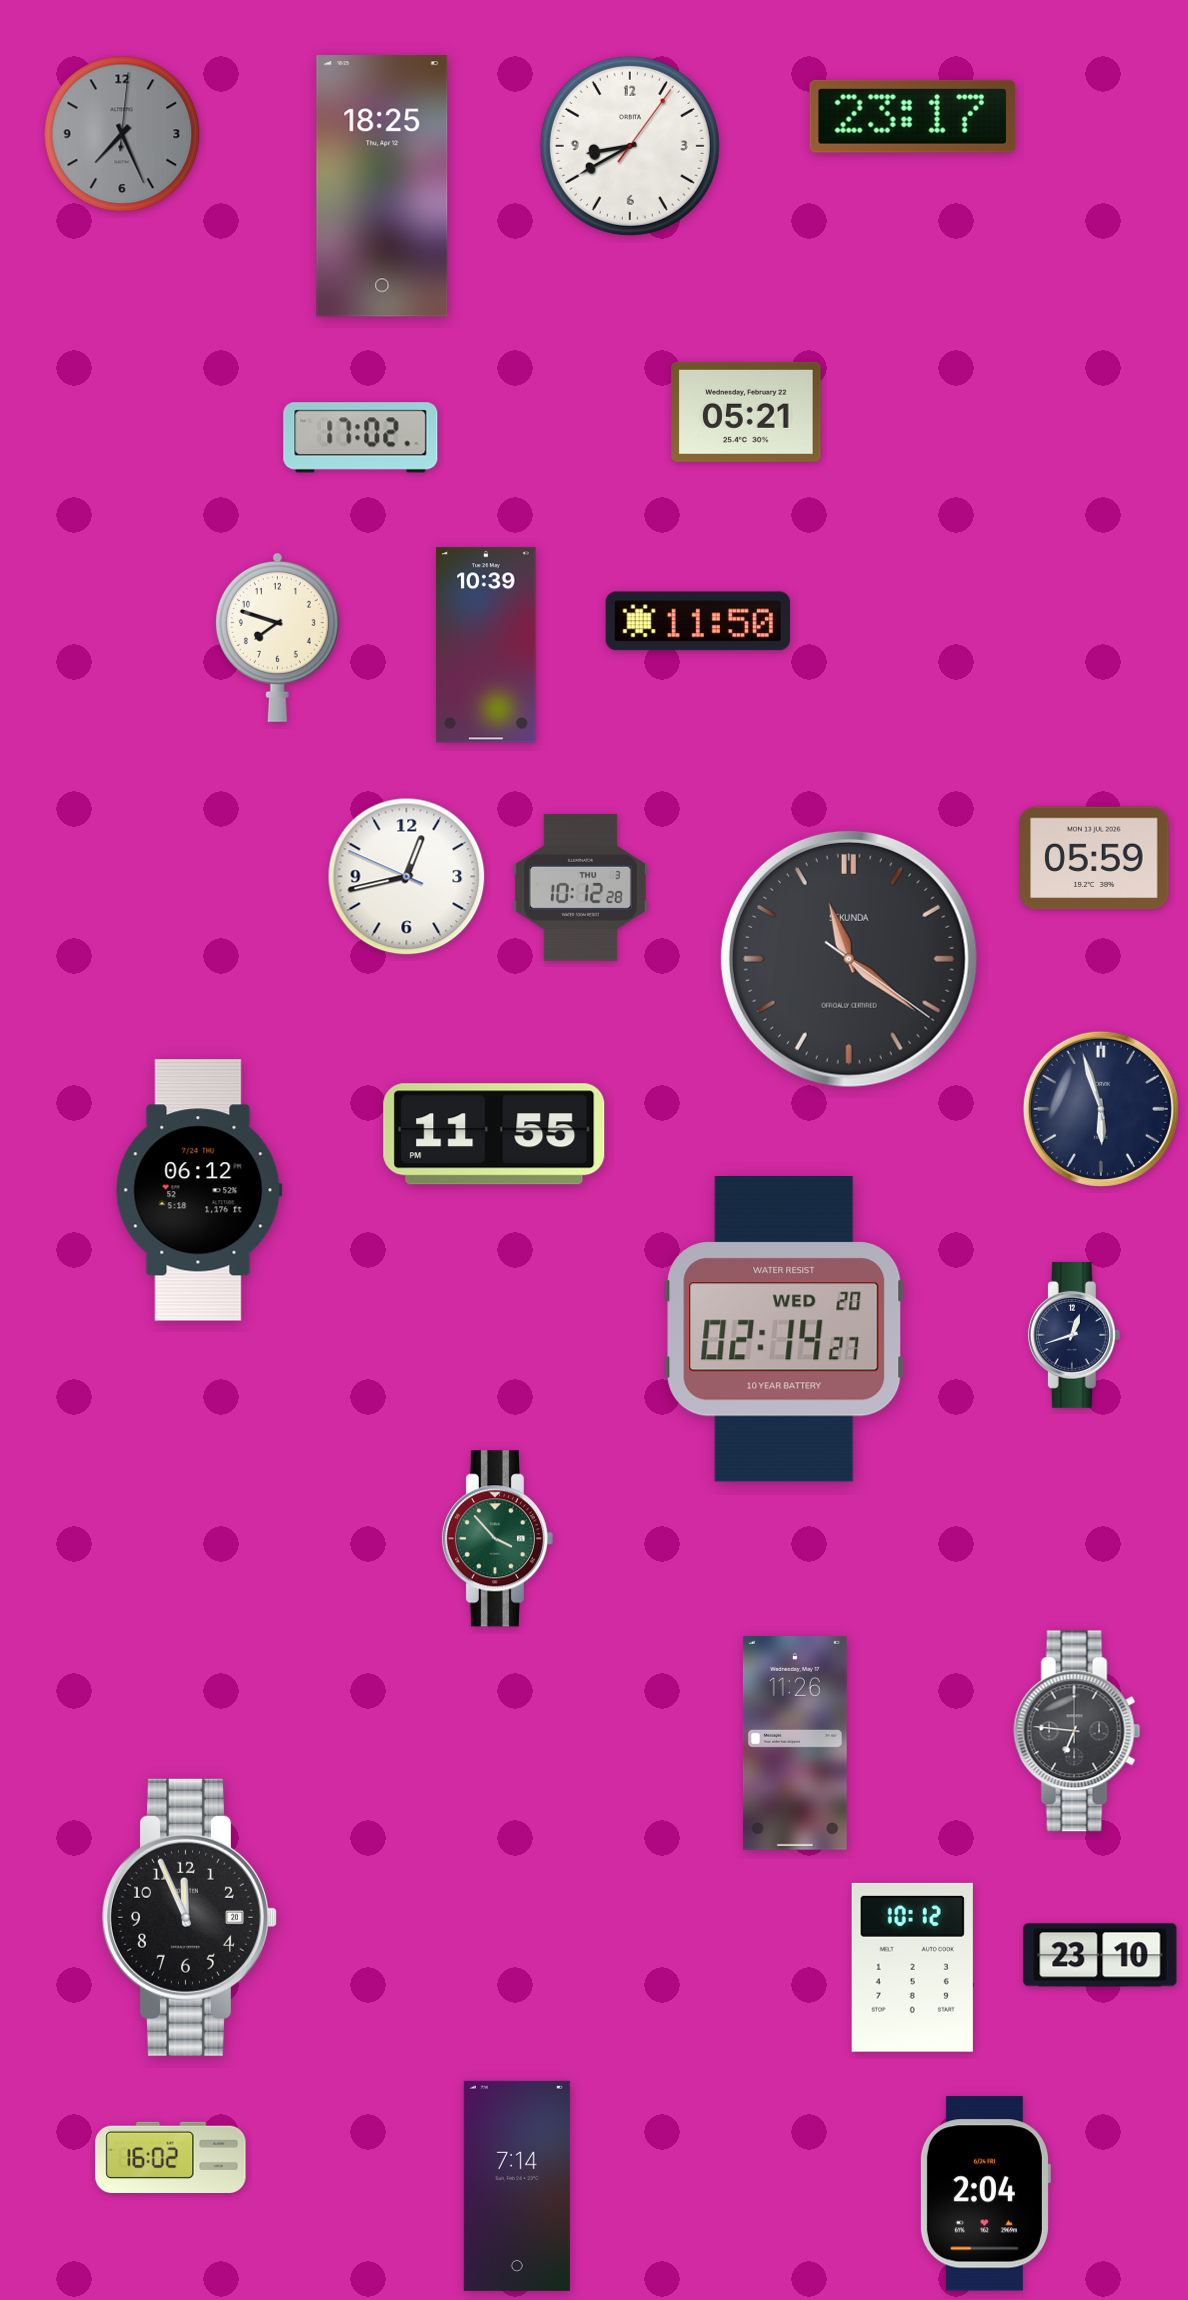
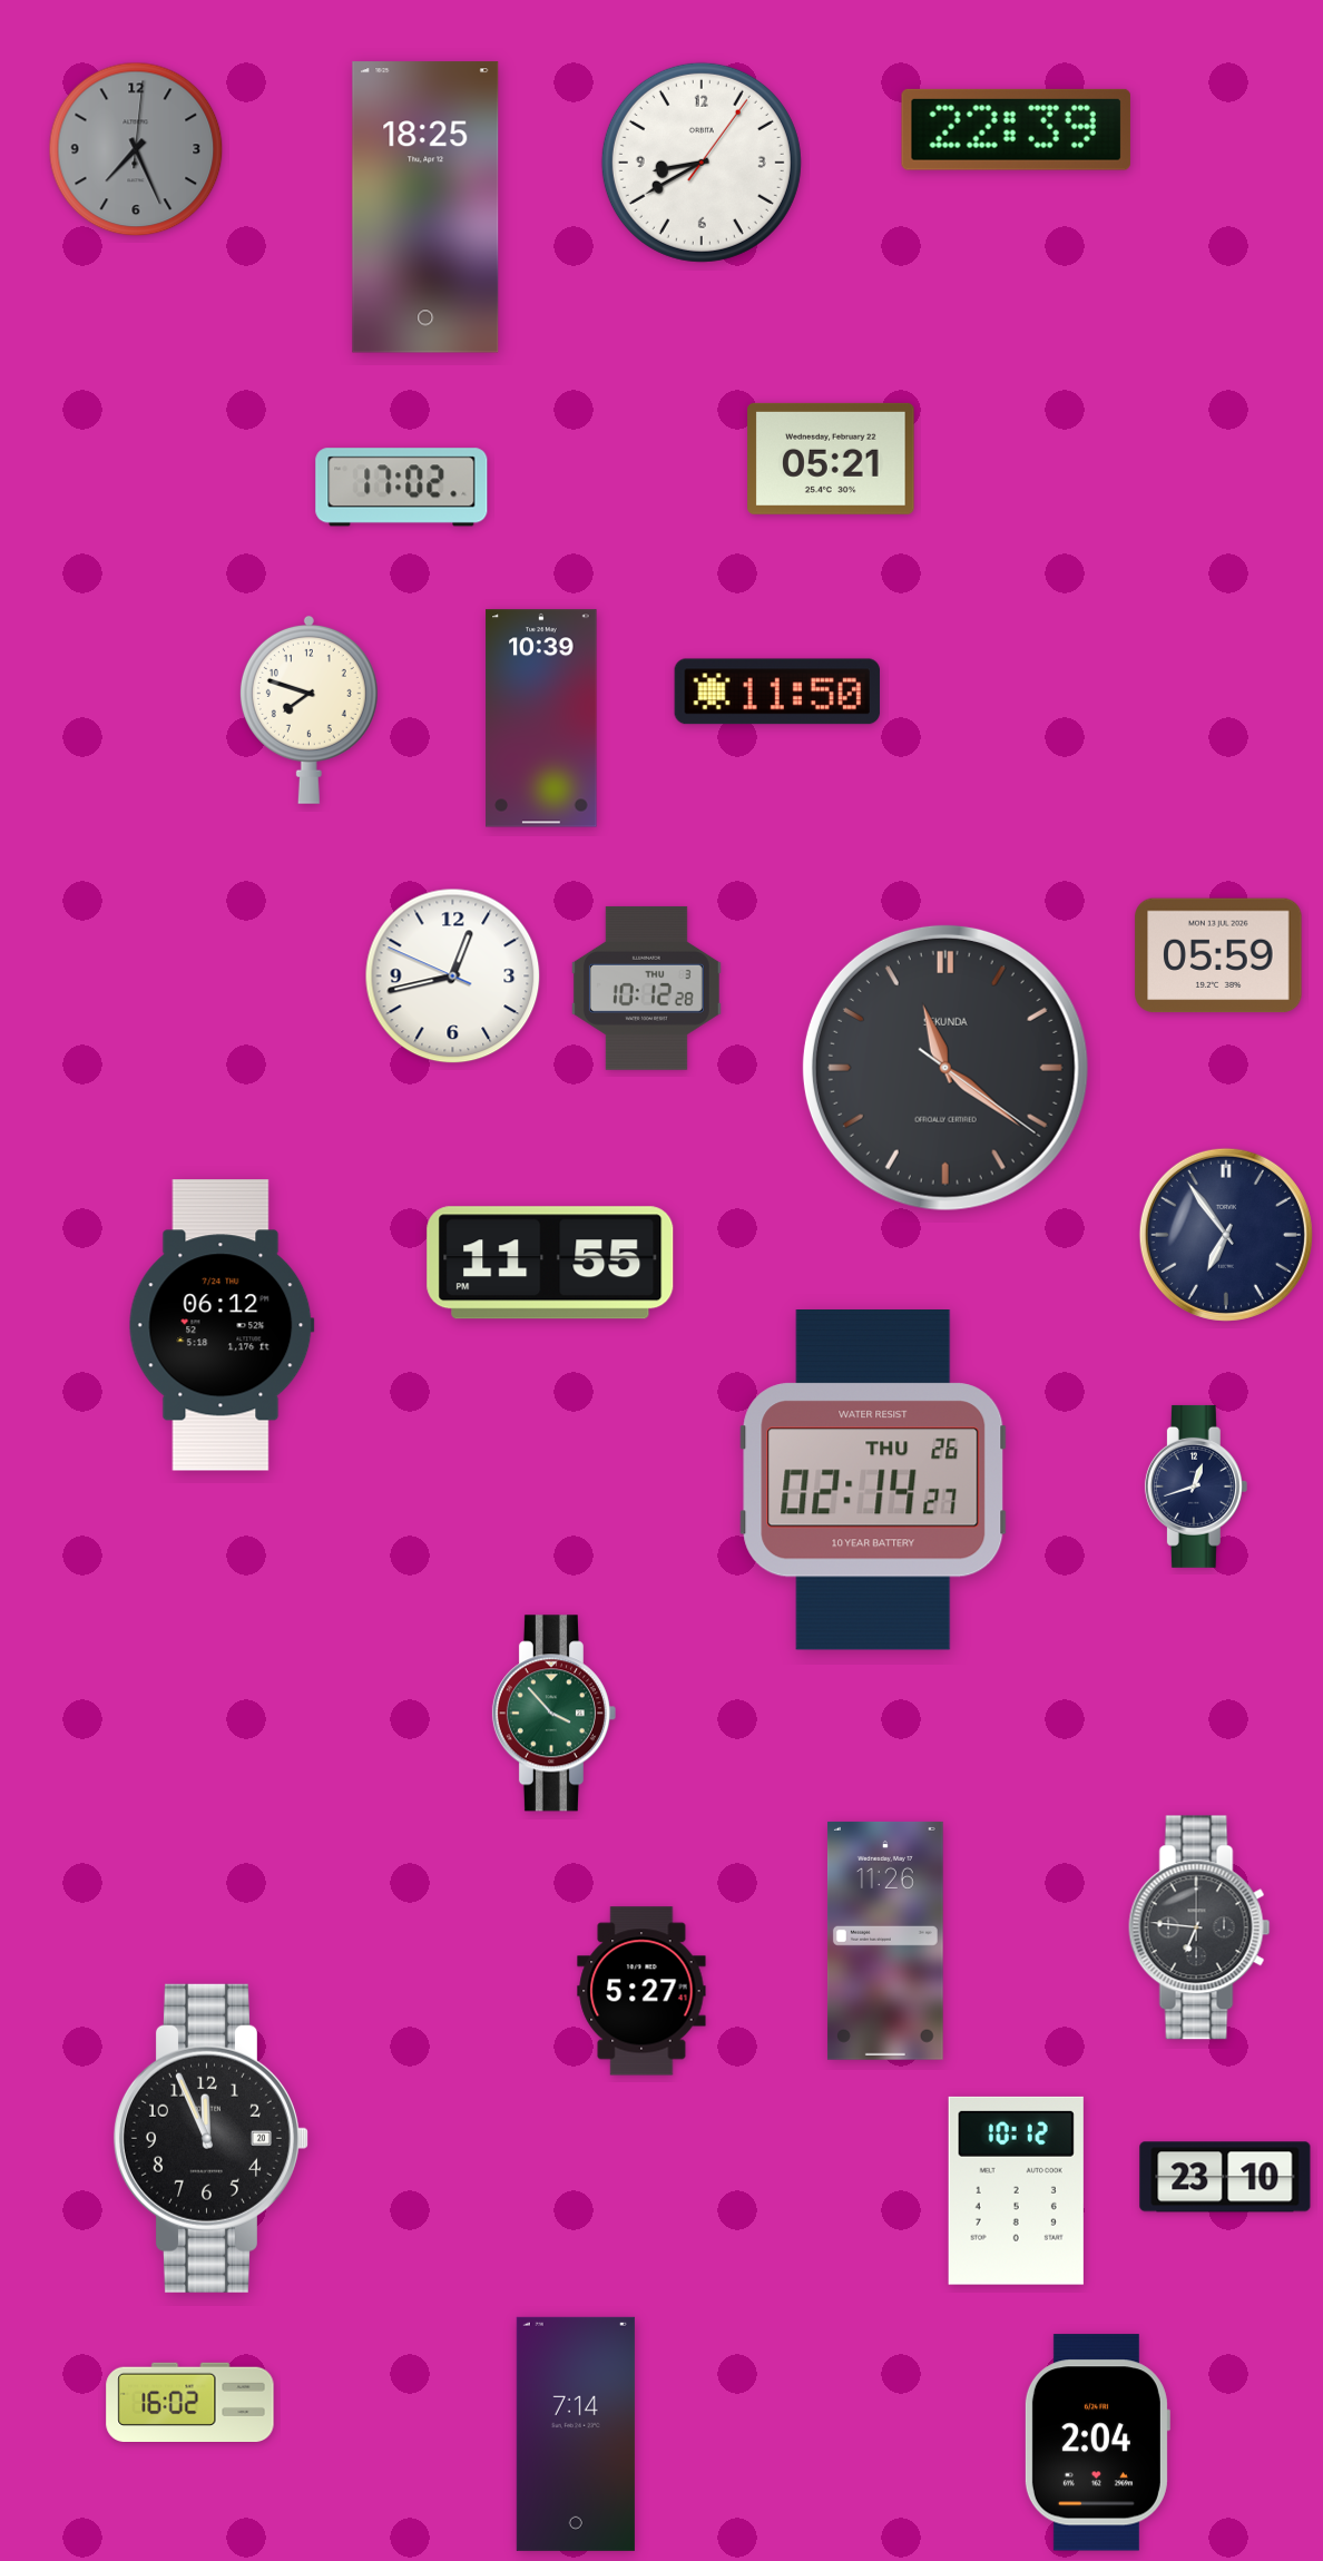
clock at (912, 116): 23:17 -> 22:39
clock at (1101, 1109): 5:57 -> 6:54
clock at (784, 1330) date: WED 20 -> THU 26
clock at (641, 1991): none -> 5:27
clock at (189, 1917) position: (189, 1917) -> (210, 2138)
